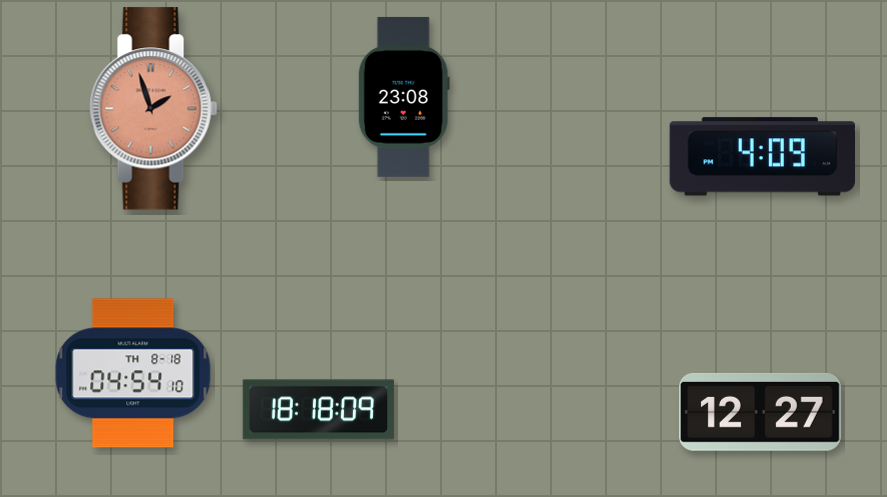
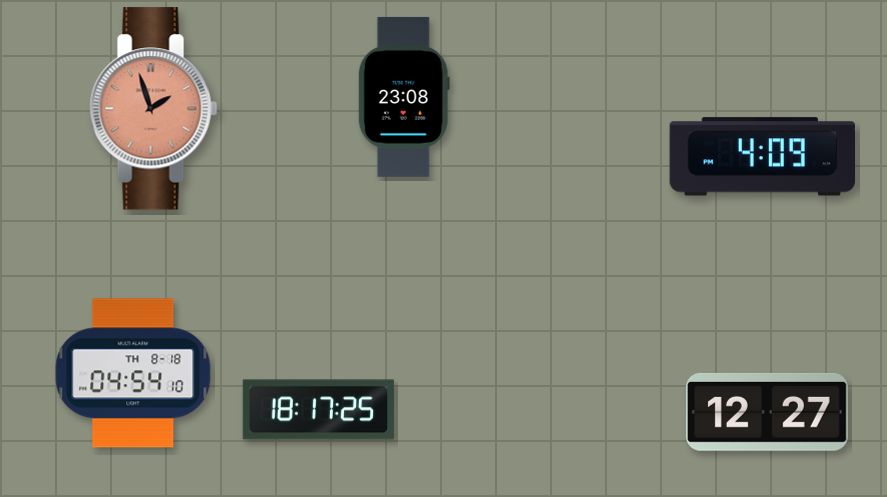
clock at (319, 410): 18:18 -> 18:17
clock at (760, 412) position: (760, 412) -> (767, 412)
